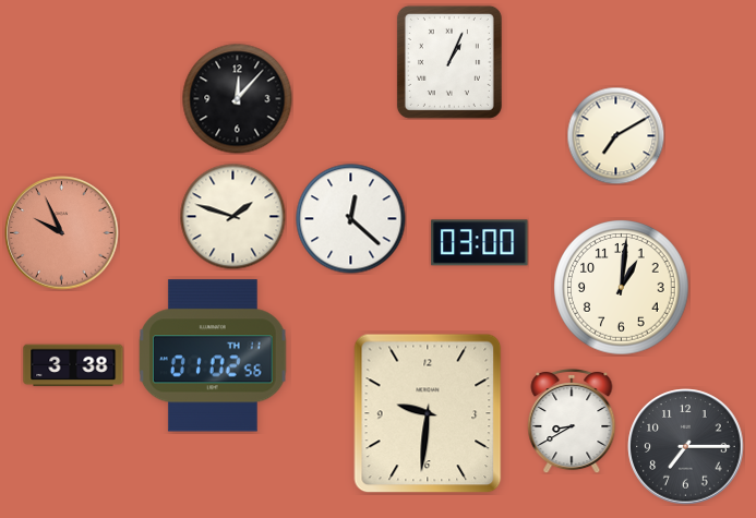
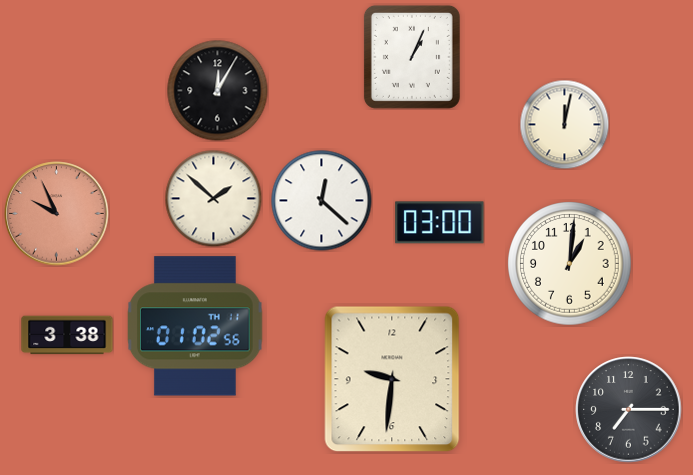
clock at (238, 99): 12:07 -> 12:05
clock at (615, 135): 7:10 -> 12:02
clock at (232, 216): 1:48 -> 1:52
clock at (572, 421): 8:40 -> none
